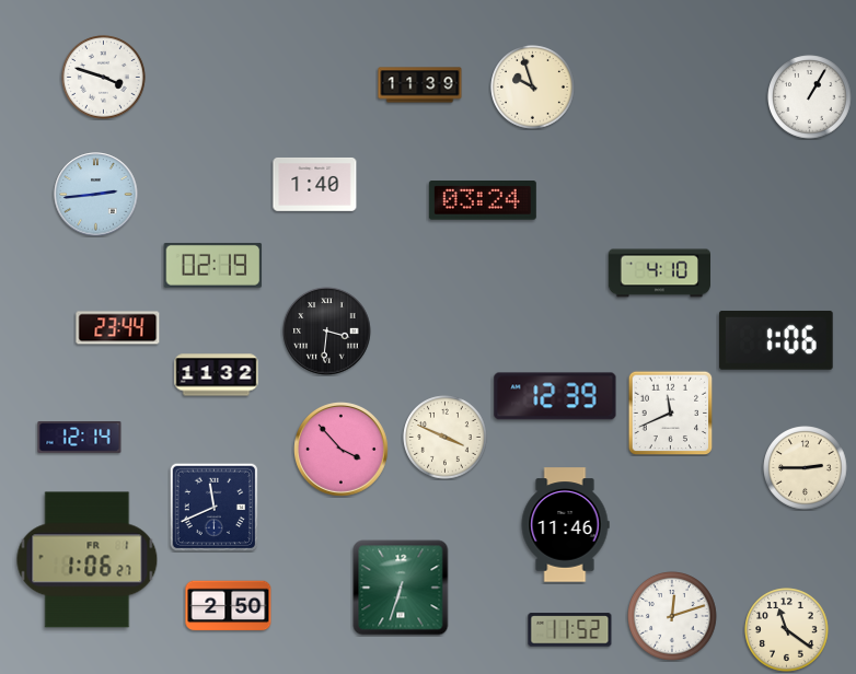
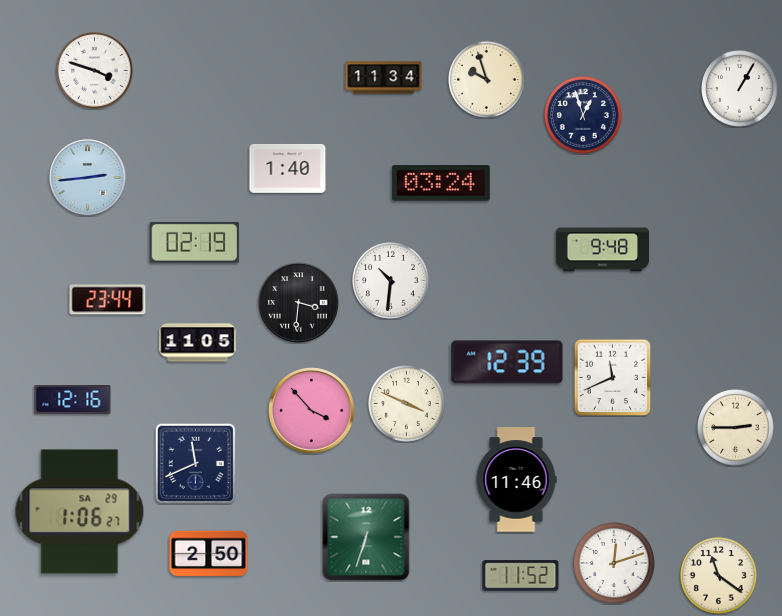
clock at (420, 85): 11:39 -> 11:34
clock at (583, 116): none -> 12:57
clock at (659, 274): 4:10 -> 9:48
clock at (391, 281): none -> 10:31
clock at (776, 340): 1:06 -> none
clock at (217, 375): 11:32 -> 11:05
clock at (80, 438): 12:14 -> 12:16
clock at (446, 438) position: (446, 438) -> (407, 404)
clock at (88, 560) date: FR 1 -> SA 29
